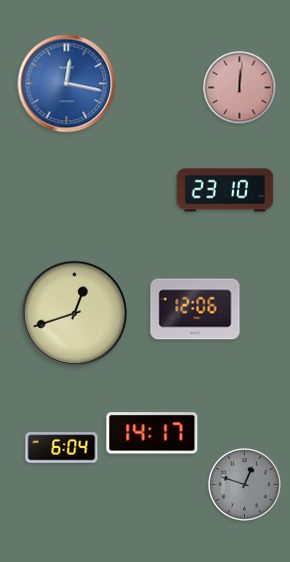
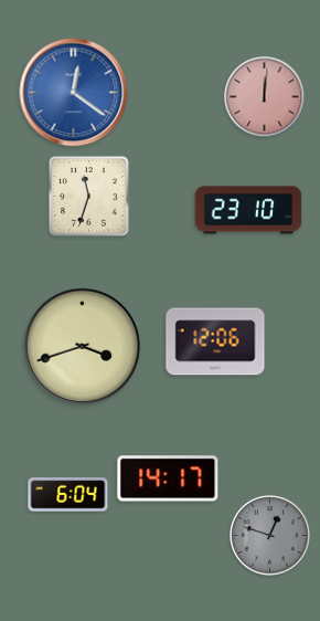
clock at (67, 84): 12:17 -> 12:21
clock at (89, 197): none -> 11:33
clock at (75, 314): 12:42 -> 3:42
